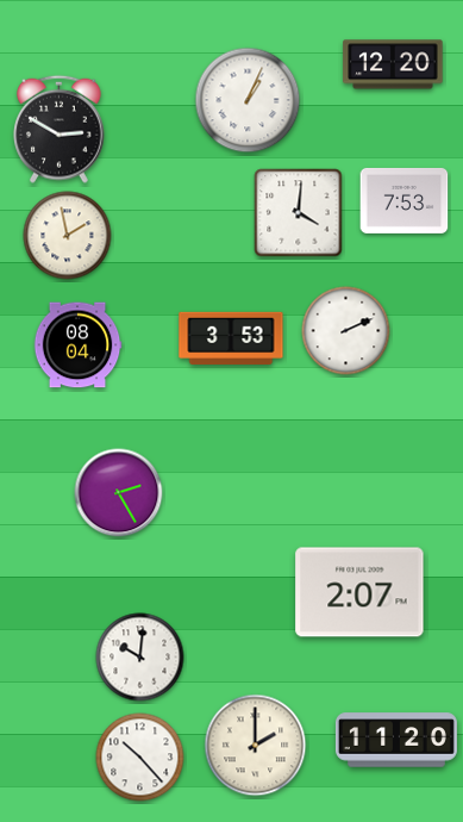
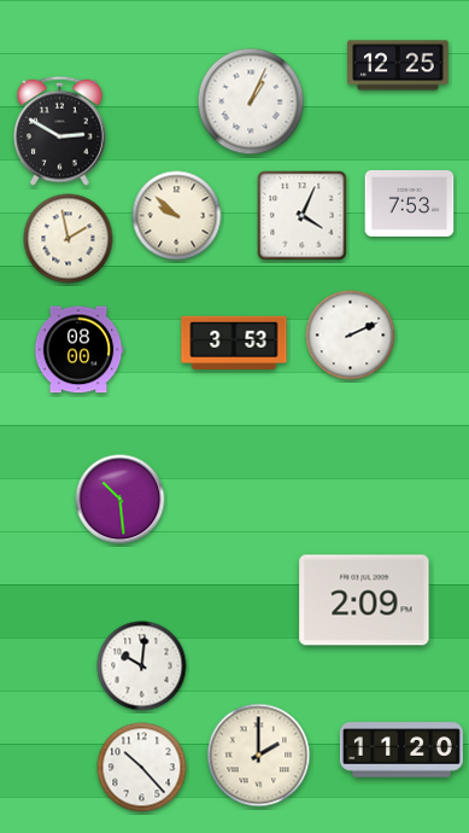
clock at (393, 64): 12:20 -> 12:25
clock at (177, 216): none -> 9:52
clock at (299, 213): 4:01 -> 4:04
clock at (77, 345): 08:04 -> 08:00
clock at (119, 493): 2:25 -> 10:29
clock at (359, 592): 2:07 -> 2:09
